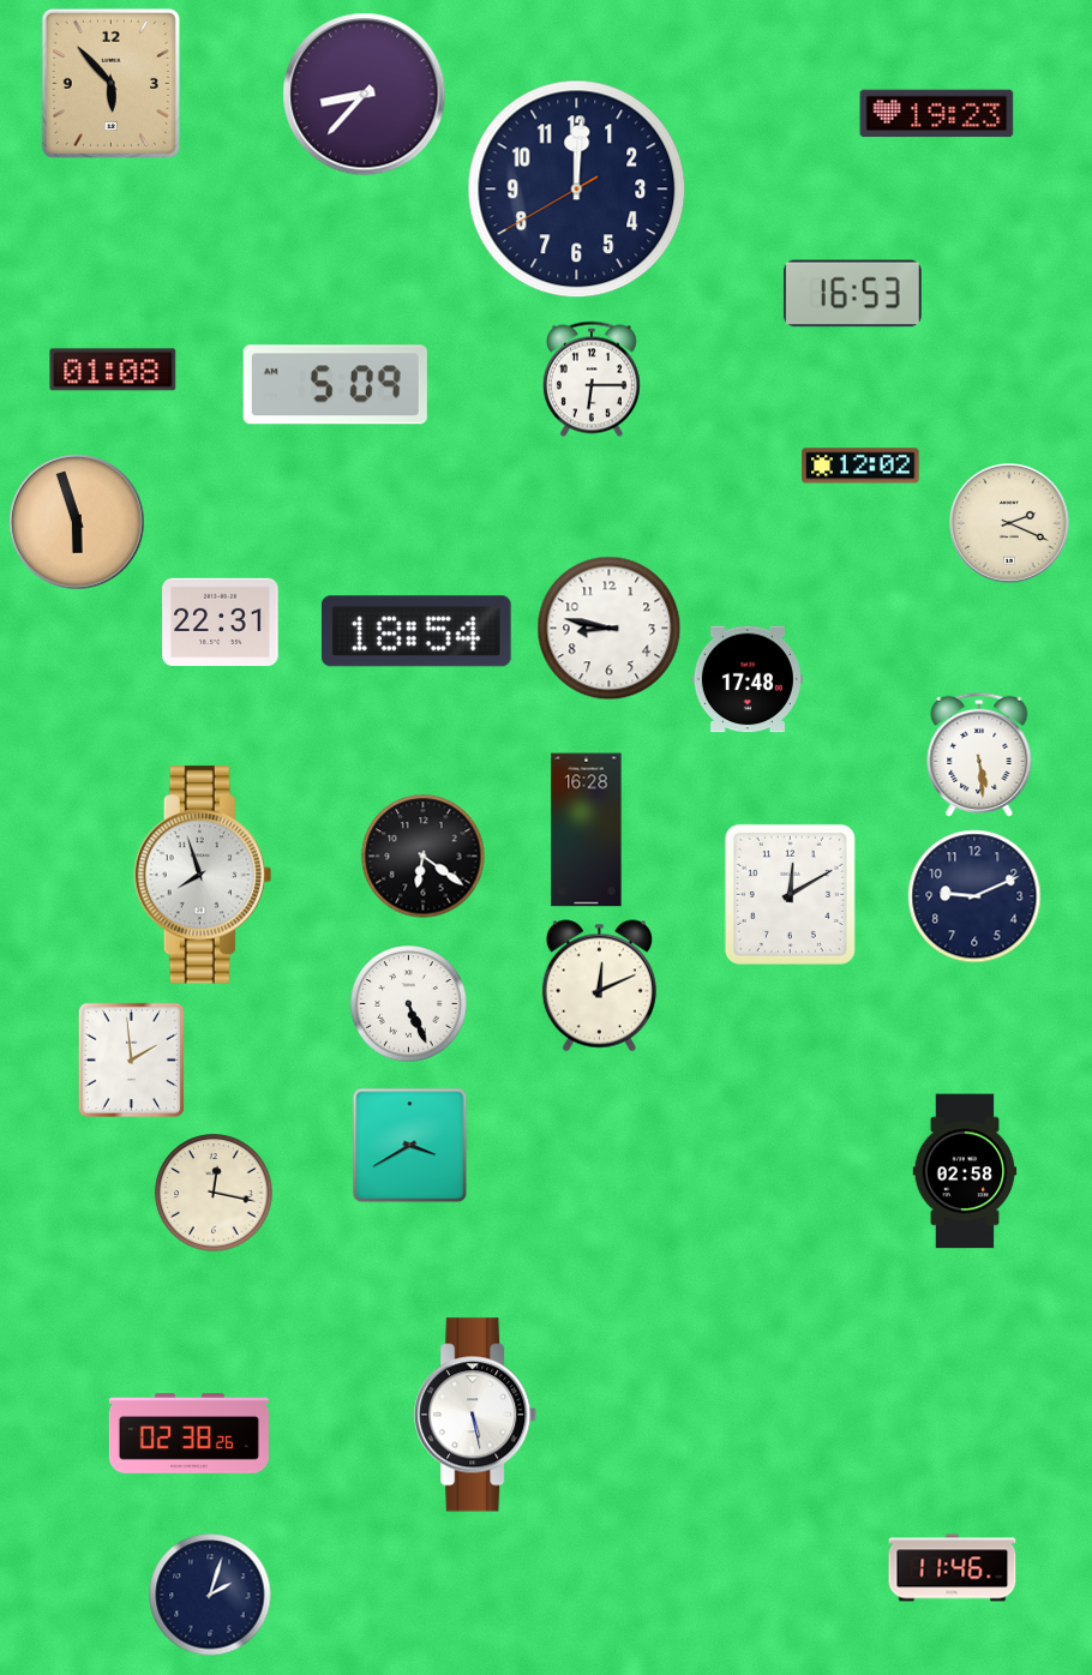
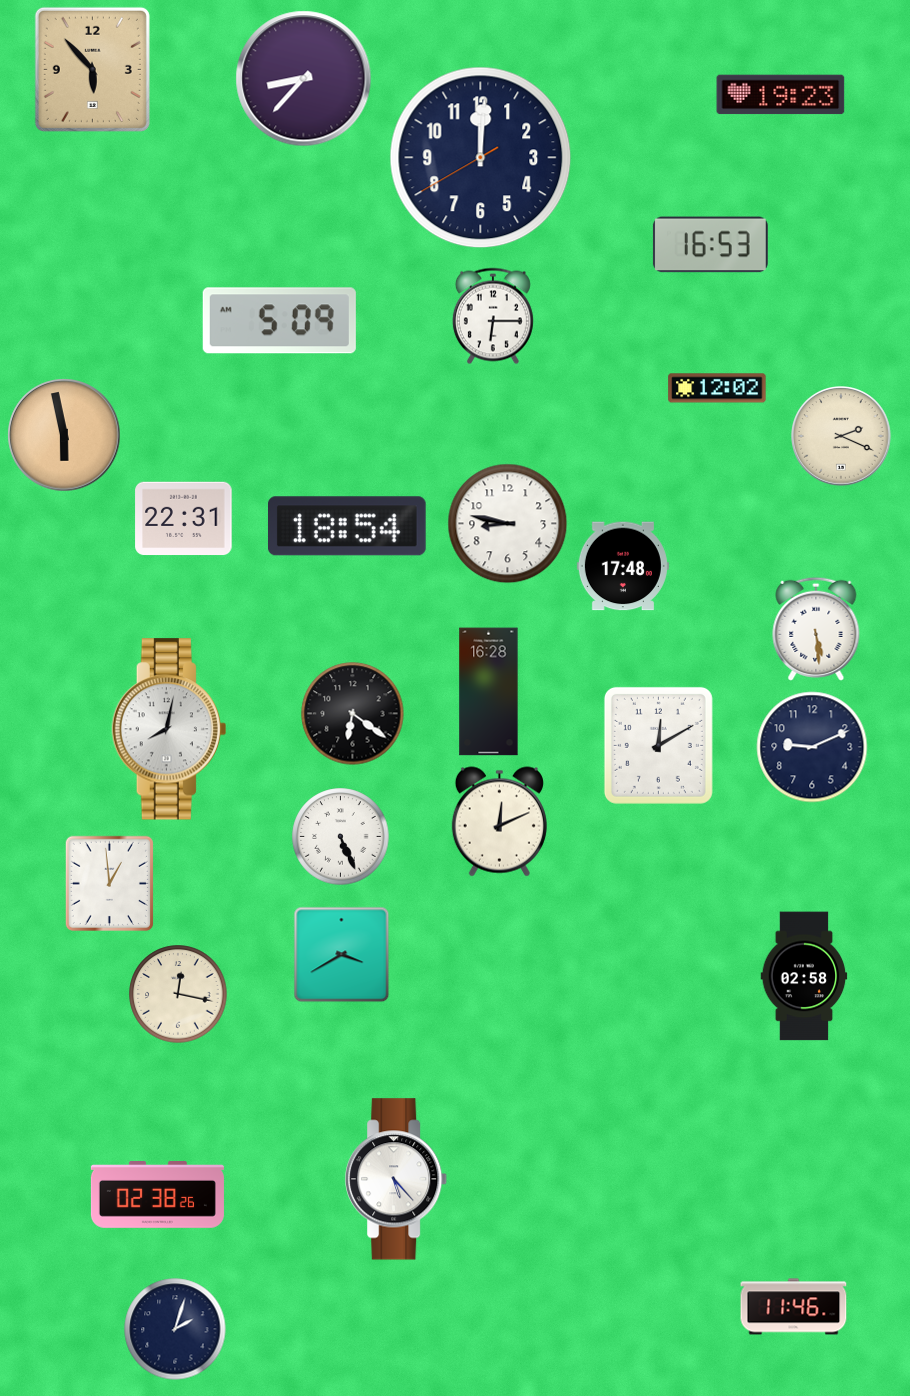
clock at (113, 370): 01:08 -> none
clock at (77, 522): 5:57 -> 5:58
clock at (203, 875): 7:57 -> 8:02
clock at (131, 1059): 1:59 -> 12:59
clock at (476, 1415): 5:28 -> 5:23
